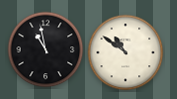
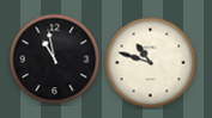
clock at (126, 53): 10:51 -> 10:48
